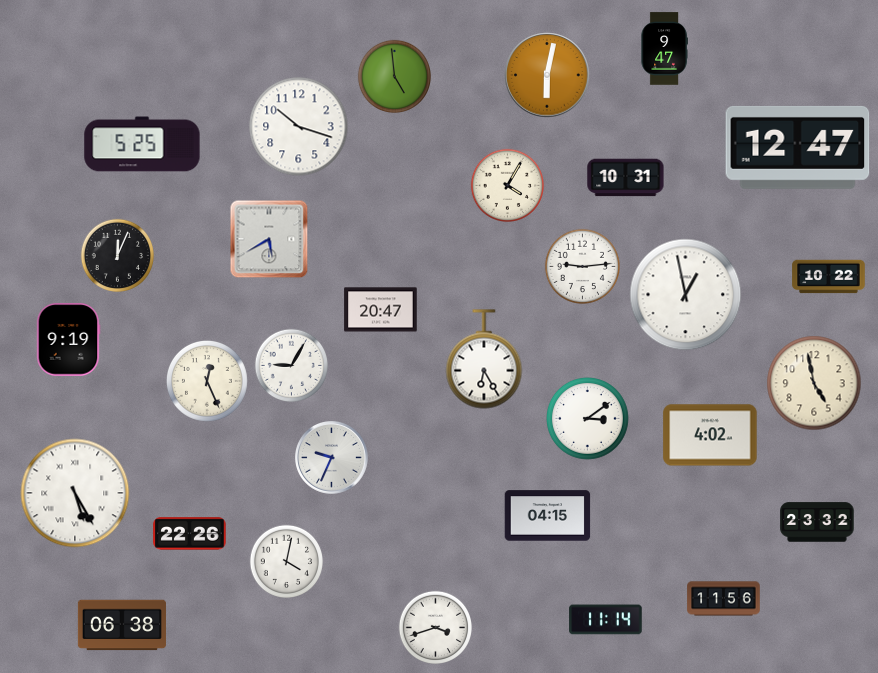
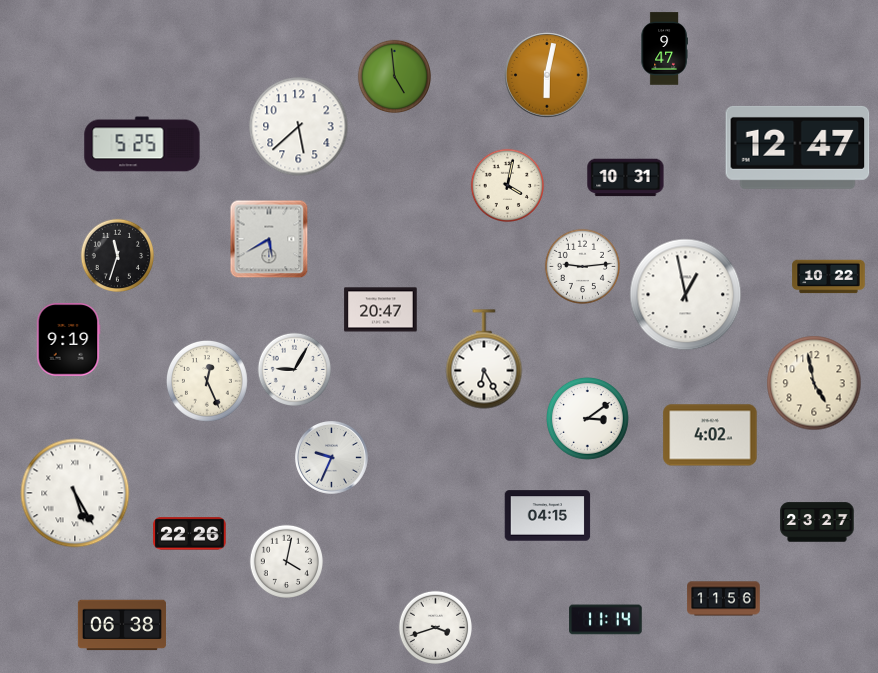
clock at (299, 127): 10:18 -> 5:38
clock at (508, 186): 4:05 -> 4:02
clock at (118, 256): 12:04 -> 11:33
clock at (292, 366) position: (292, 366) -> (295, 370)
clock at (817, 522): 23:32 -> 23:27
